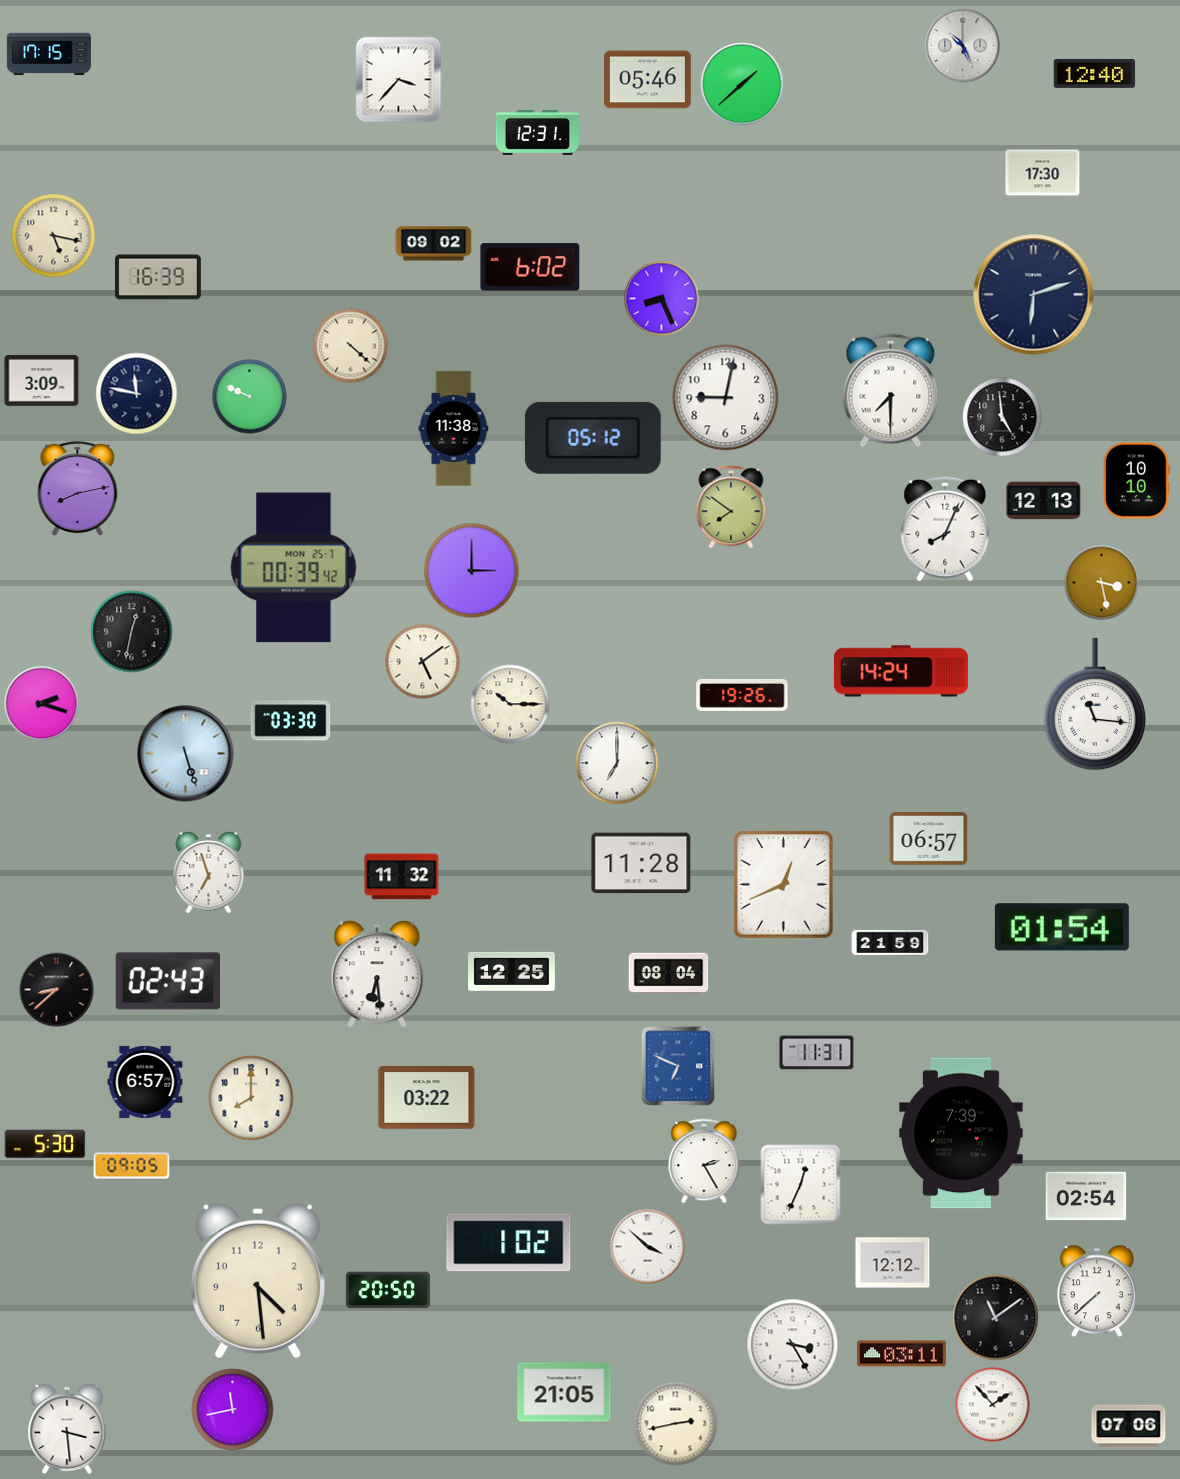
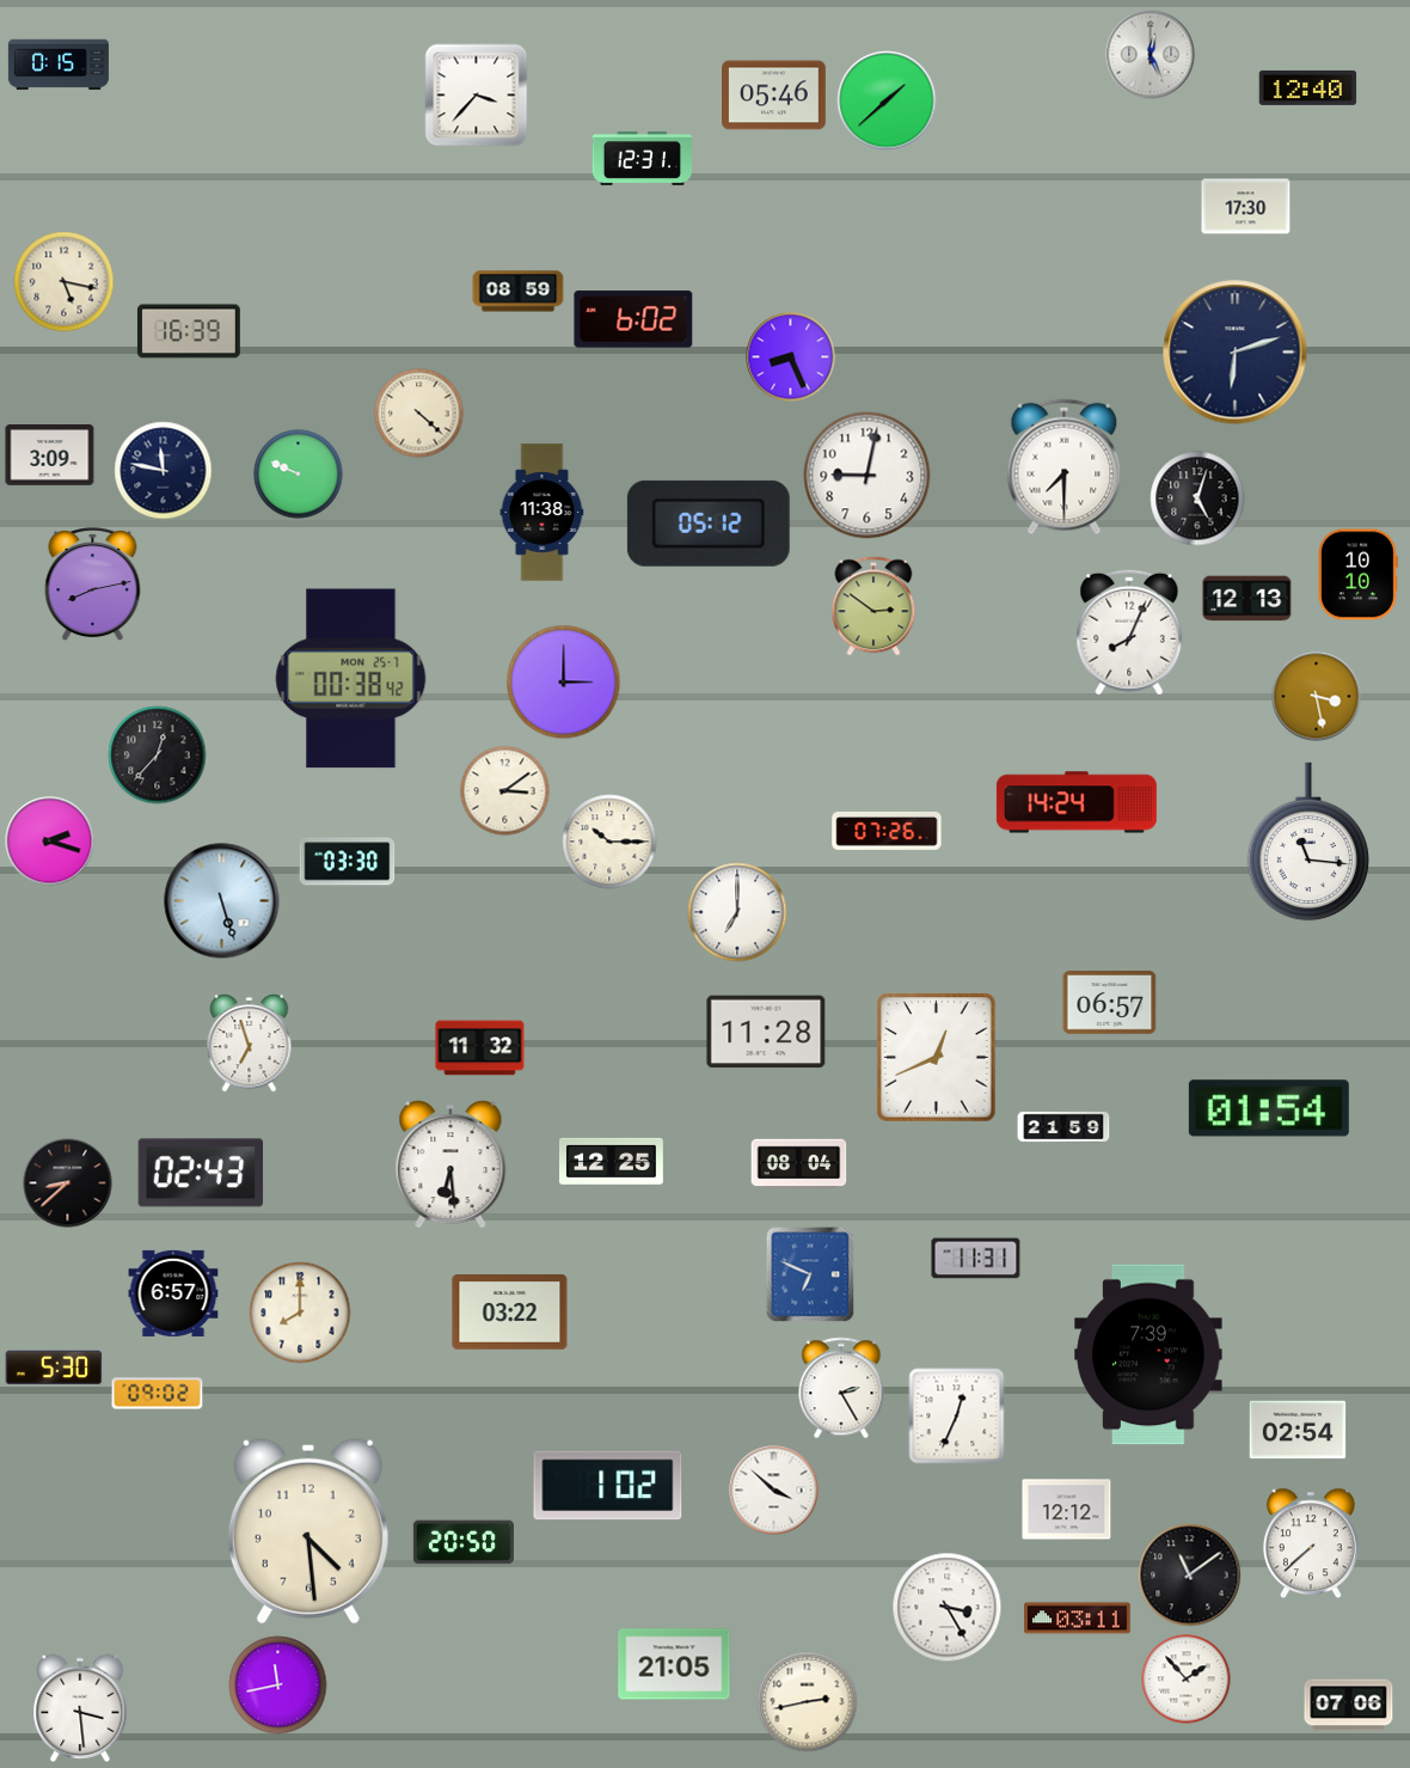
clock at (963, 46): 10:26 -> 12:26
clock at (49, 54): 17:15 -> 0:15
clock at (434, 244): 09:02 -> 08:59
clock at (1002, 417): 4:59 -> 5:03
clock at (731, 507): 7:51 -> 2:51
clock at (294, 568): 00:39 -> 00:38
clock at (132, 632): 12:32 -> 12:37
clock at (423, 662): 5:09 -> 3:09
clock at (742, 695): 19:26 -> 07:26
clock at (132, 1166): 09:05 -> 09:02
